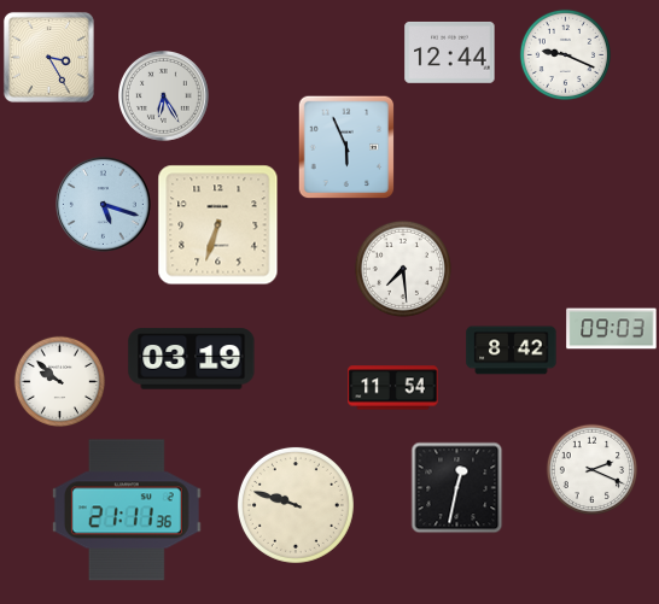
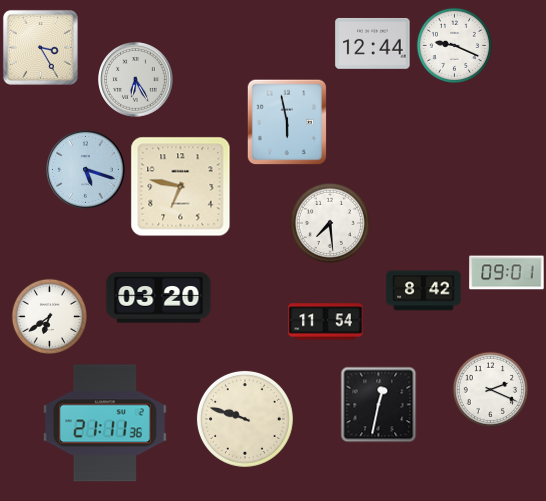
clock at (565, 54) position: (565, 54) -> (454, 45)
clock at (346, 147): 5:56 -> 5:58
clock at (218, 225): 6:33 -> 6:47
clock at (403, 269) position: (403, 269) -> (330, 223)
clock at (612, 329): 09:03 -> 09:01
clock at (192, 359): 03:19 -> 03:20
clock at (59, 381): 9:52 -> 6:39
